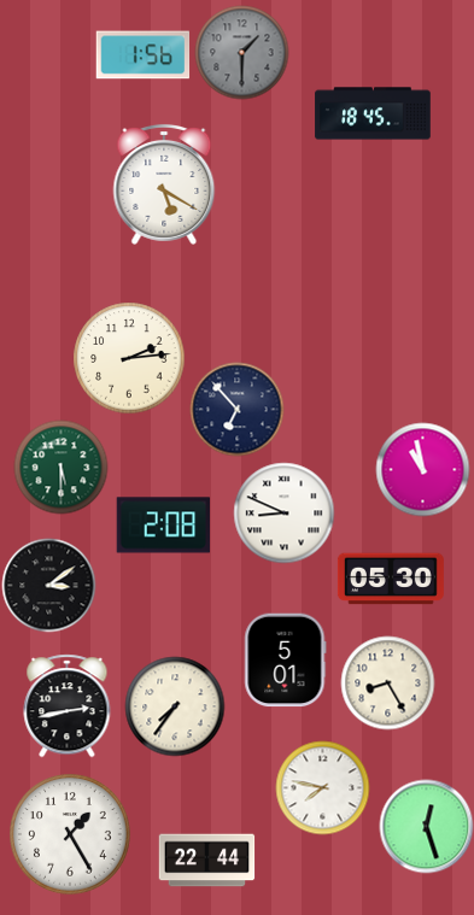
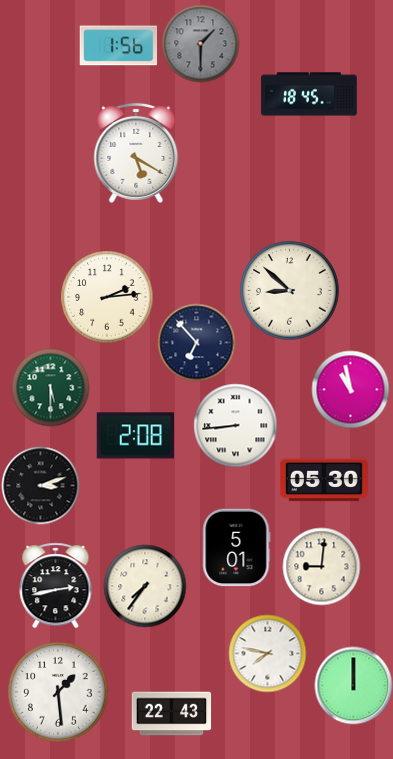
clock at (290, 291): none -> 8:52
clock at (236, 409) position: (236, 409) -> (196, 342)
clock at (283, 512): 8:49 -> 8:44
clock at (48, 585): 3:09 -> 3:12
clock at (387, 682): 8:25 -> 9:01
clock at (426, 826): 12:27 -> 12:00
clock at (71, 835): 1:25 -> 1:29
clock at (206, 861): 22:44 -> 22:43
